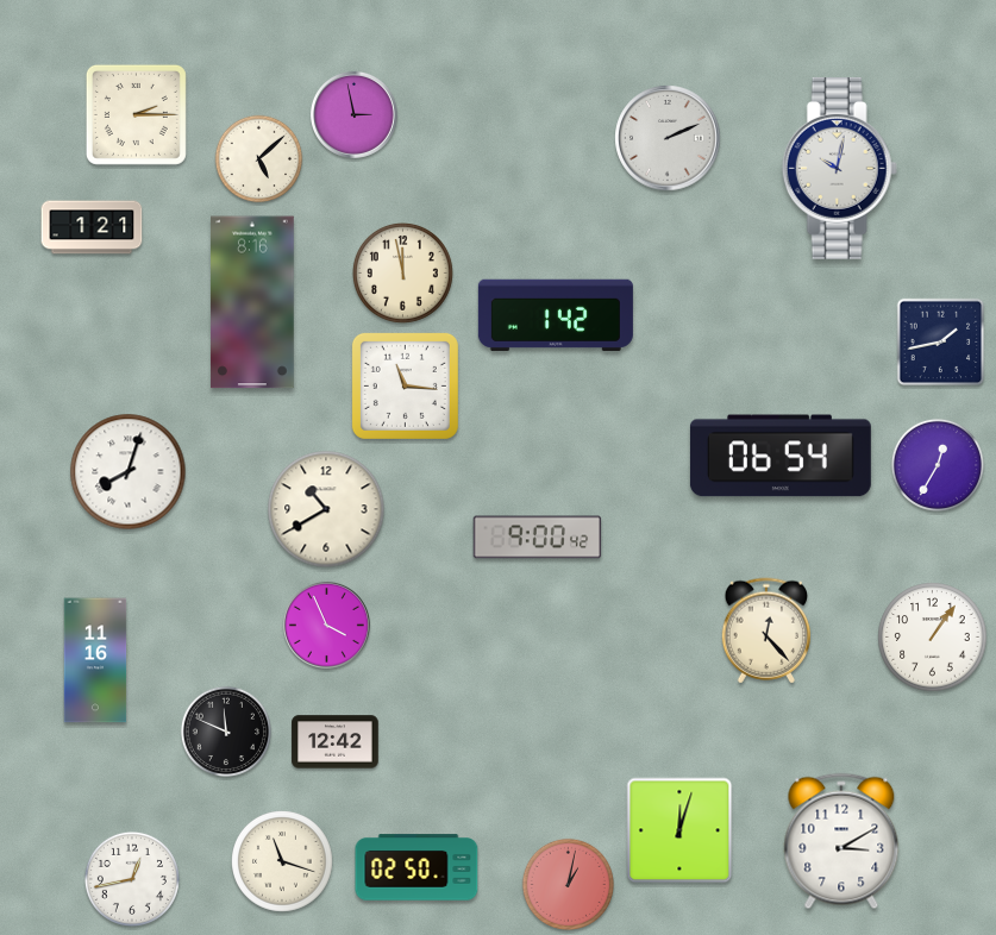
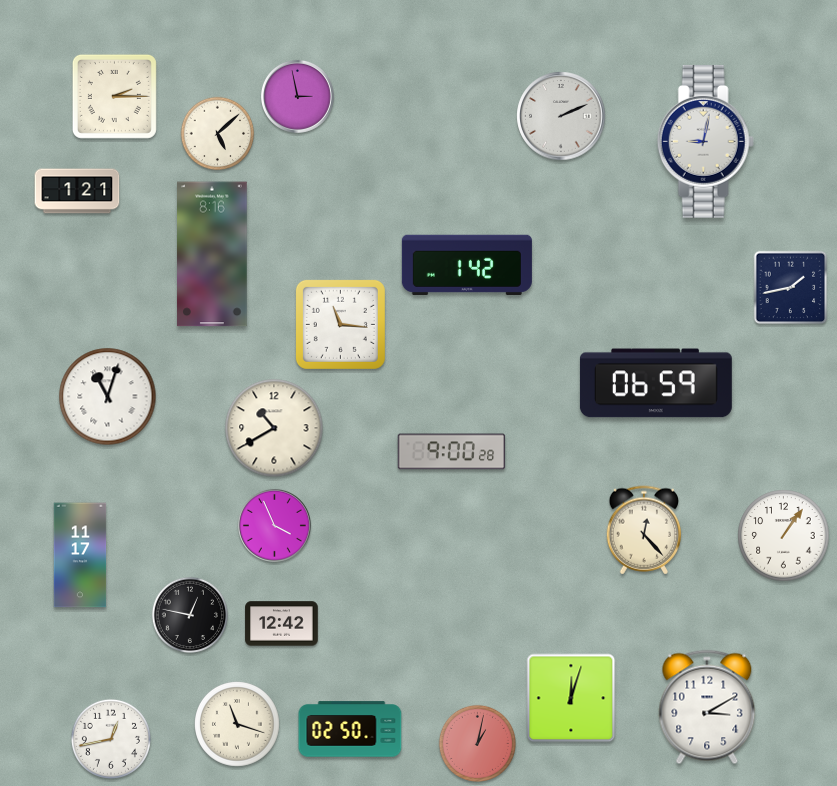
clock at (839, 168): 10:02 -> 9:02
clock at (402, 272): 11:58 -> none
clock at (781, 456): 06:54 -> 06:59
clock at (938, 465): 12:35 -> none
clock at (129, 472): 8:03 -> 11:03
clock at (538, 538): 9:00:42 -> 9:00:28
clock at (95, 660): 11:16 -> 11:17
clock at (225, 730): 11:49 -> 12:47
